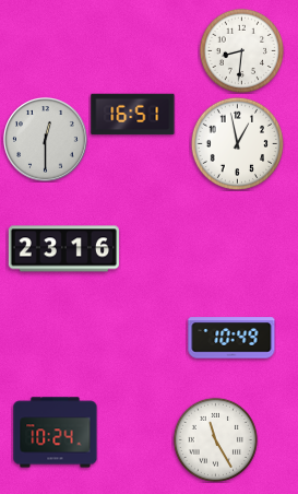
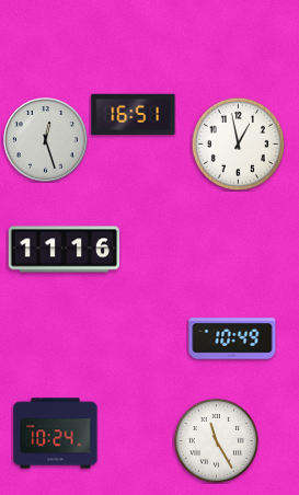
clock at (241, 50): 8:31 -> none
clock at (46, 140): 12:30 -> 12:27
clock at (63, 249): 23:16 -> 11:16
